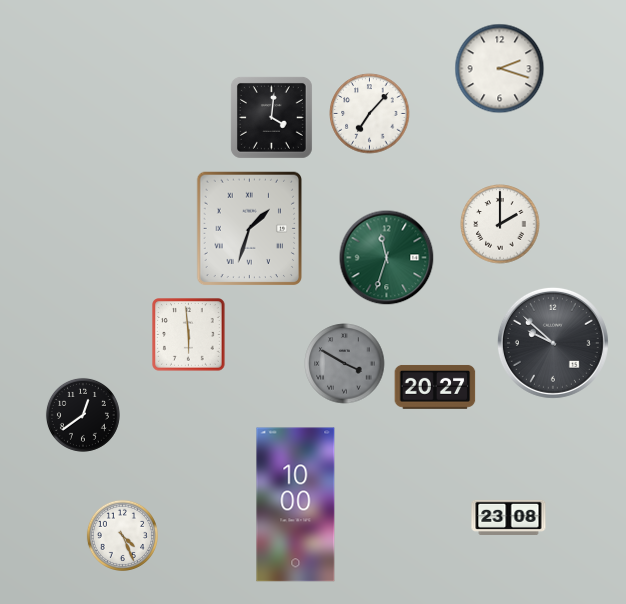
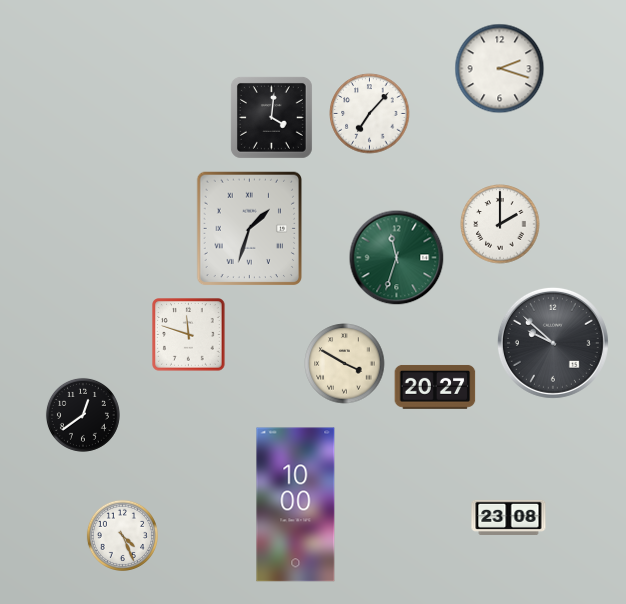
clock at (387, 258) position: (387, 258) -> (397, 258)
clock at (189, 335): 5:59 -> 11:48
clock at (345, 364) dial: grey -> cream
